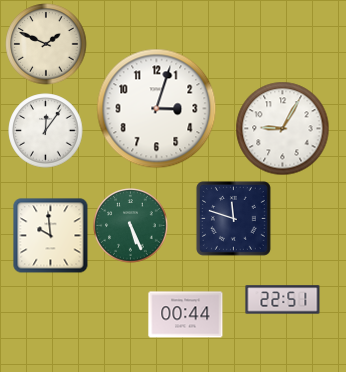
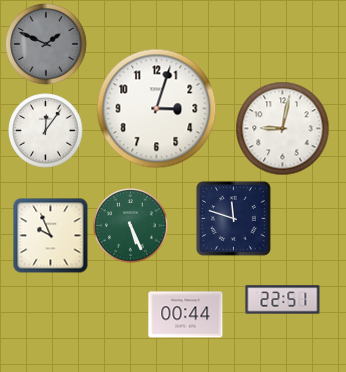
clock at (46, 44) dial: cream -> grey
clock at (283, 129): 9:05 -> 9:02
clock at (51, 236): 9:59 -> 9:56
